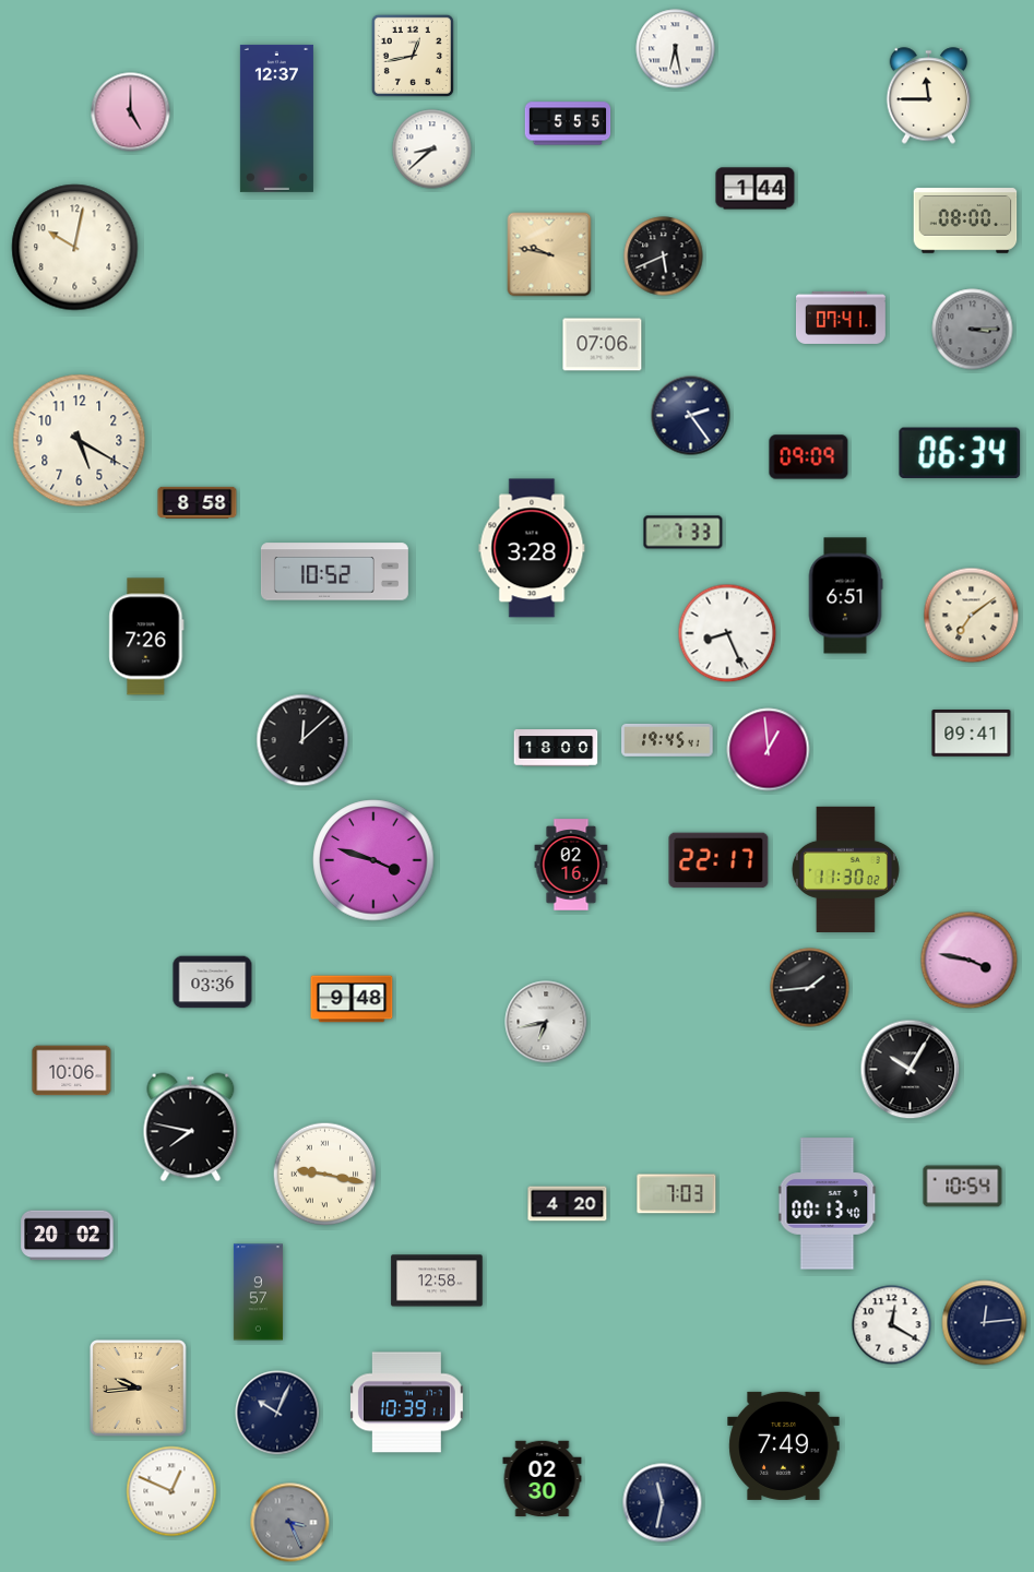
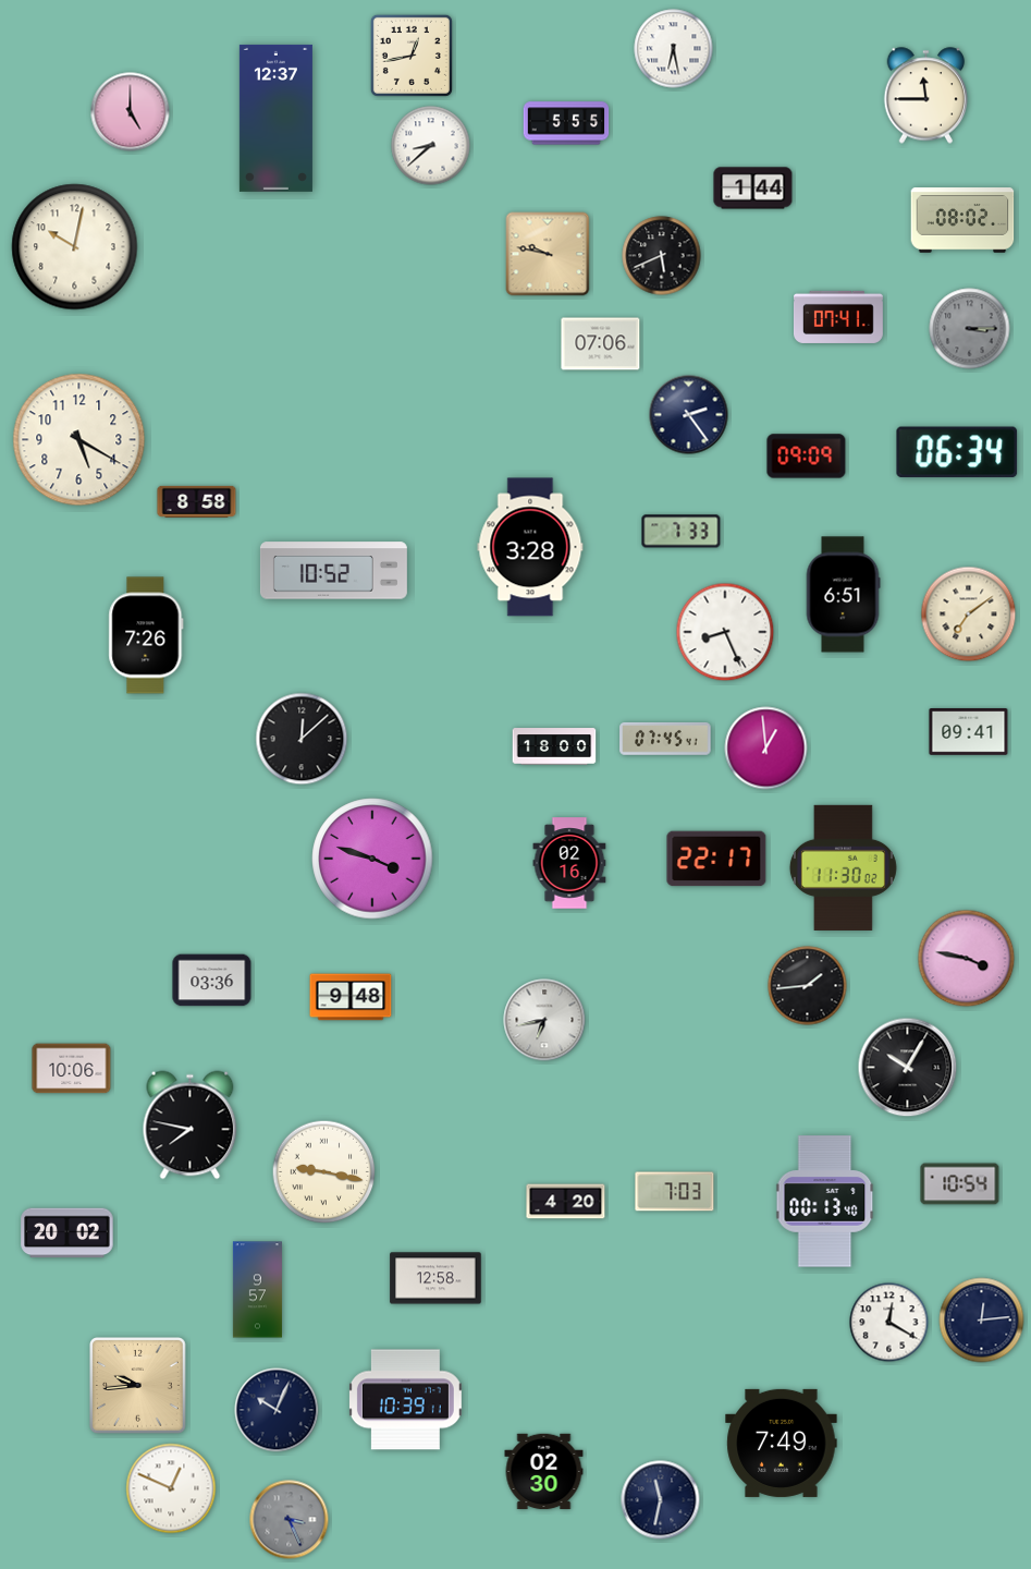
clock at (432, 150) position: (432, 150) -> (431, 146)
clock at (965, 221): 08:00 -> 08:02
clock at (667, 740): 19:45 -> 07:45
clock at (543, 1479) position: (543, 1479) -> (544, 1472)
